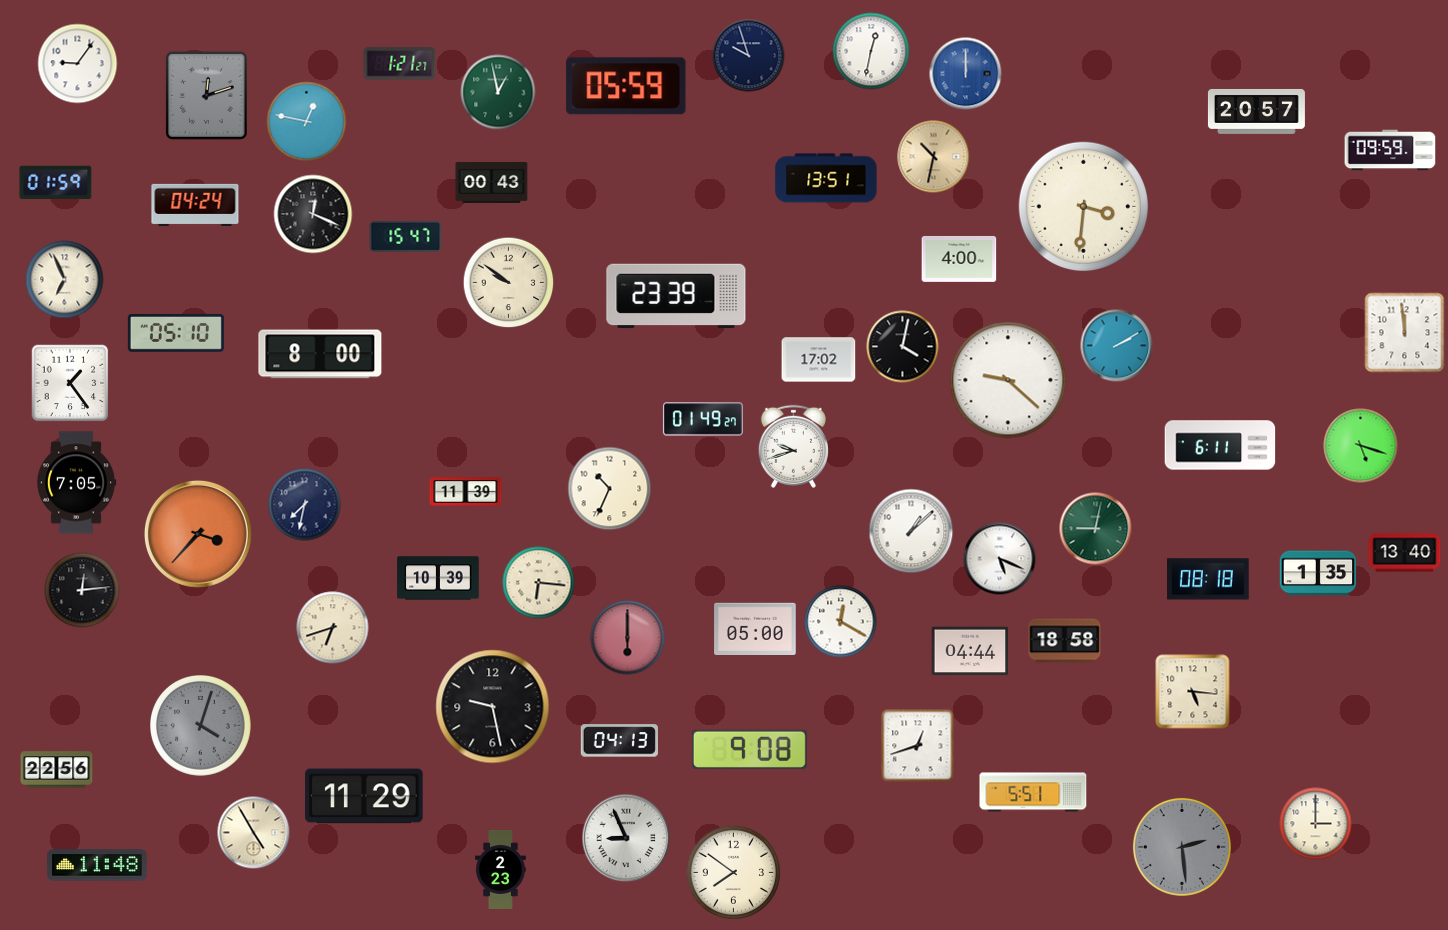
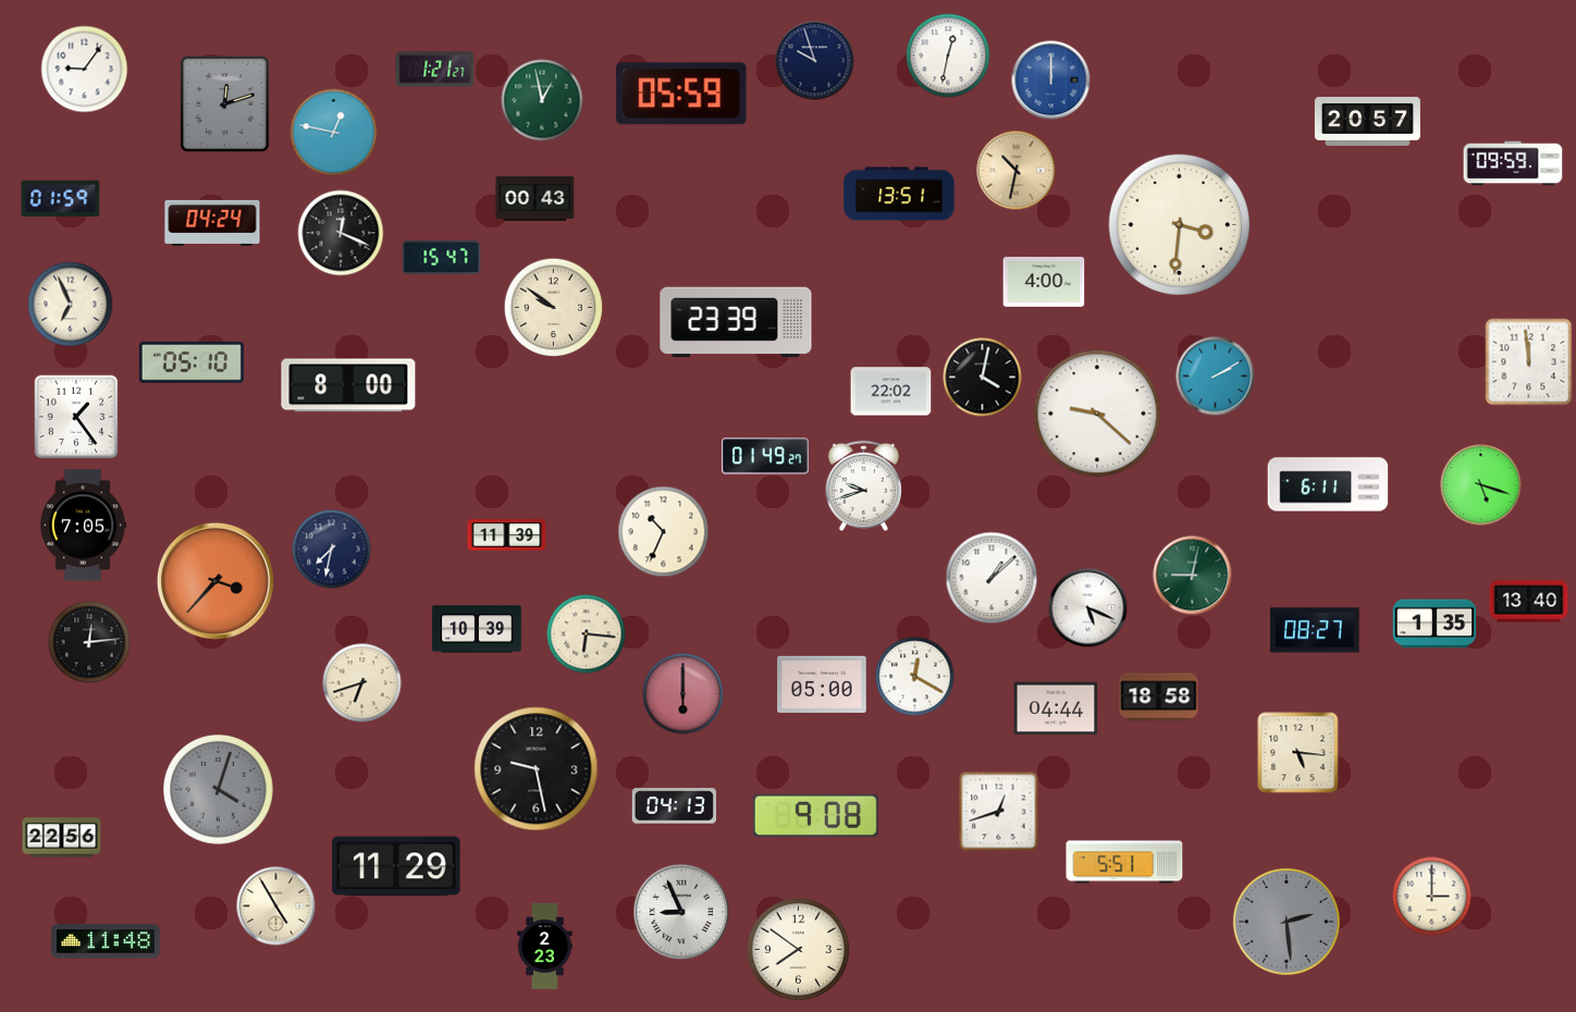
clock at (819, 360): 17:02 -> 22:02
clock at (1208, 579): 08:18 -> 08:27
